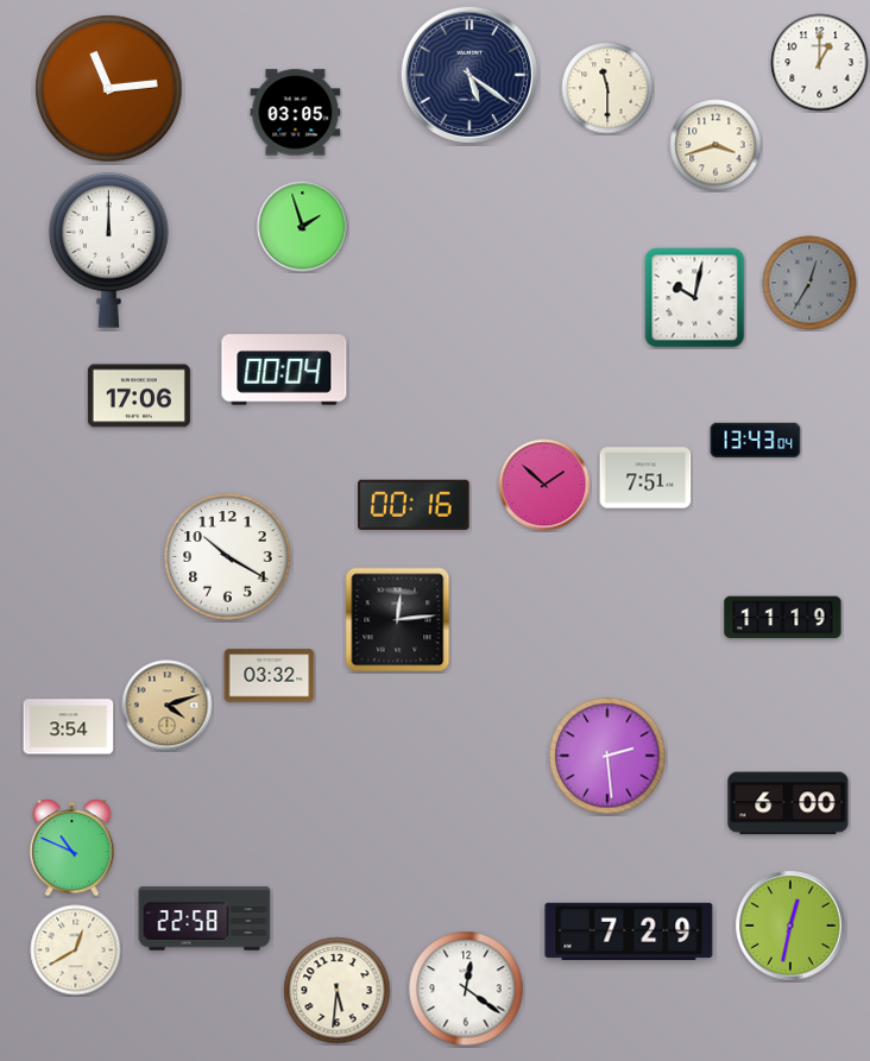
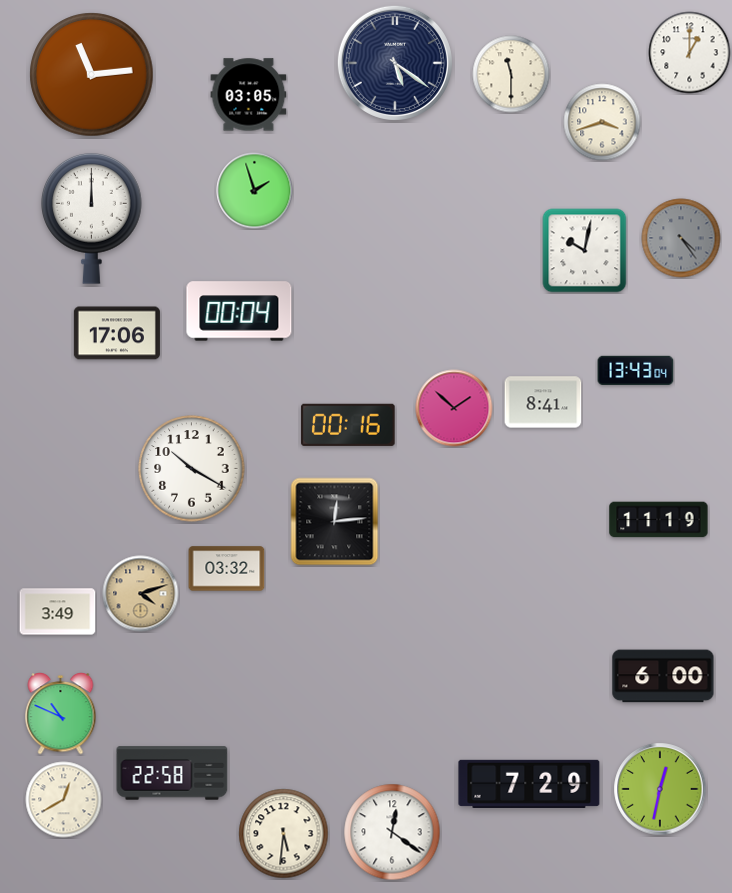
clock at (109, 250) position: (109, 250) -> (92, 218)
clock at (809, 283): 12:35 -> 4:24
clock at (645, 478): 7:51 -> 8:41
clock at (544, 485) position: (544, 485) -> (454, 408)
clock at (69, 727): 3:54 -> 3:49
clock at (607, 756): 2:29 -> none
clock at (790, 926) position: (790, 926) -> (660, 789)
